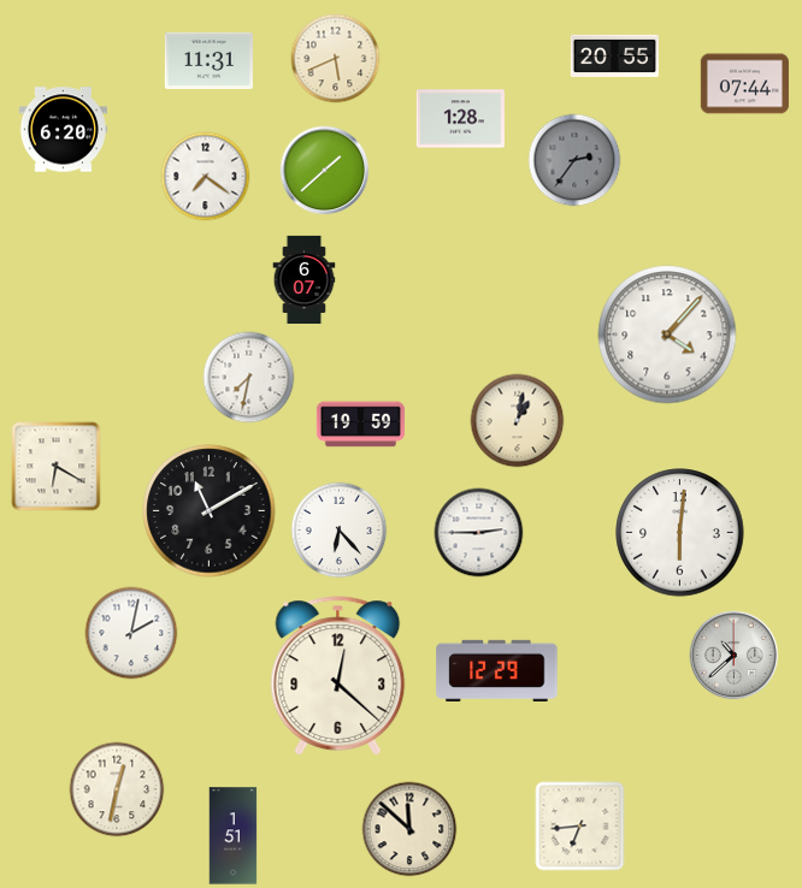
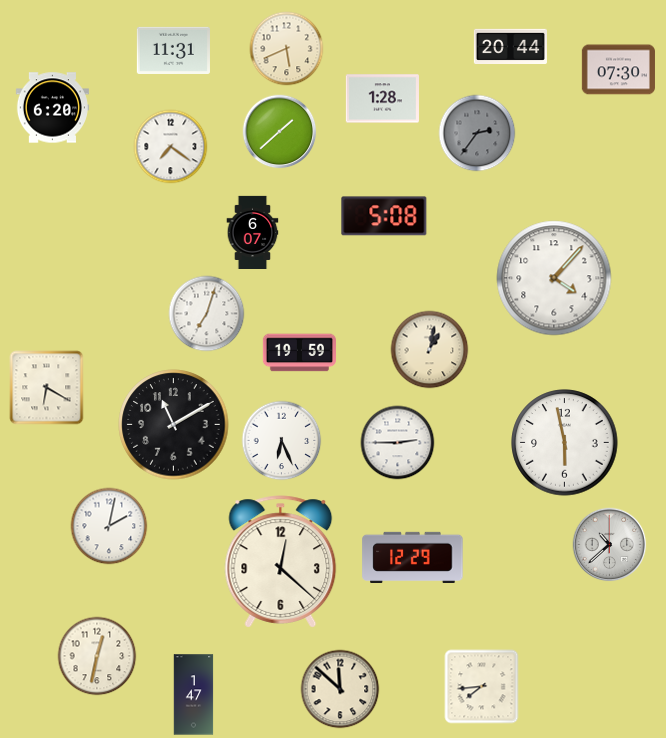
clock at (614, 55): 20:55 -> 20:44
clock at (336, 59) position: (336, 59) -> (287, 49)
clock at (744, 84): 07:44 -> 07:30
clock at (325, 171) position: (325, 171) -> (280, 132)
clock at (384, 216): none -> 5:08
clock at (249, 378): 7:32 -> 7:03
clock at (340, 531): 6:23 -> 6:26
clock at (680, 533): 6:01 -> 5:58
clock at (580, 827): 6:44 -> 7:44
clock at (234, 836): 1:51 -> 1:47
